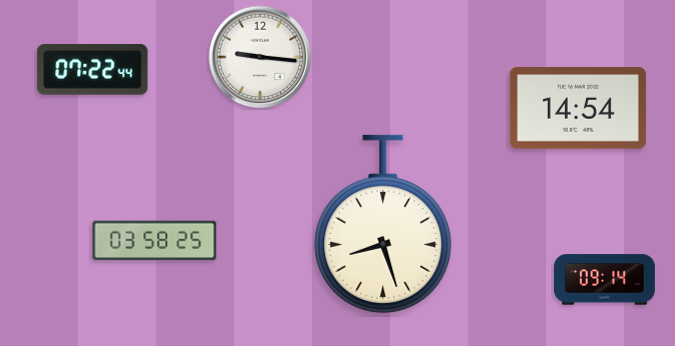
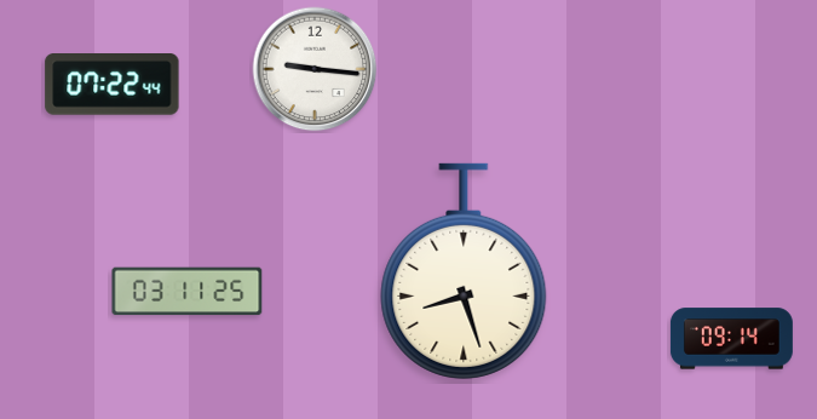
clock at (578, 109): 14:54 -> none
clock at (155, 241): 03:58 -> 03:11
